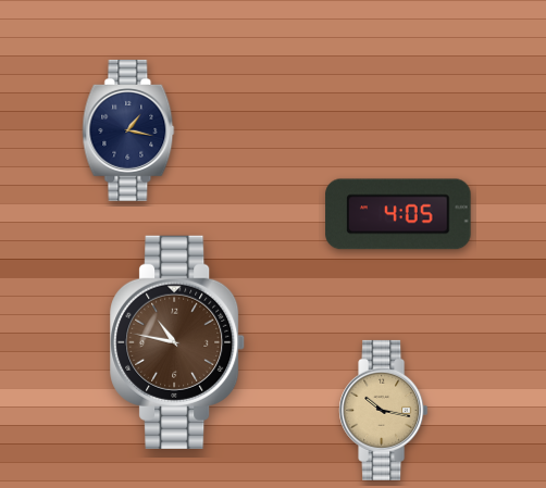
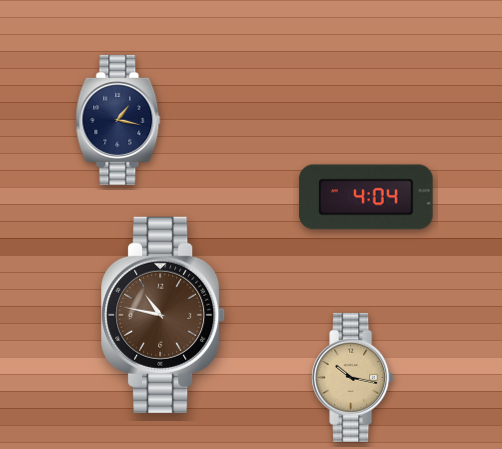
clock at (398, 214): 4:05 -> 4:04
